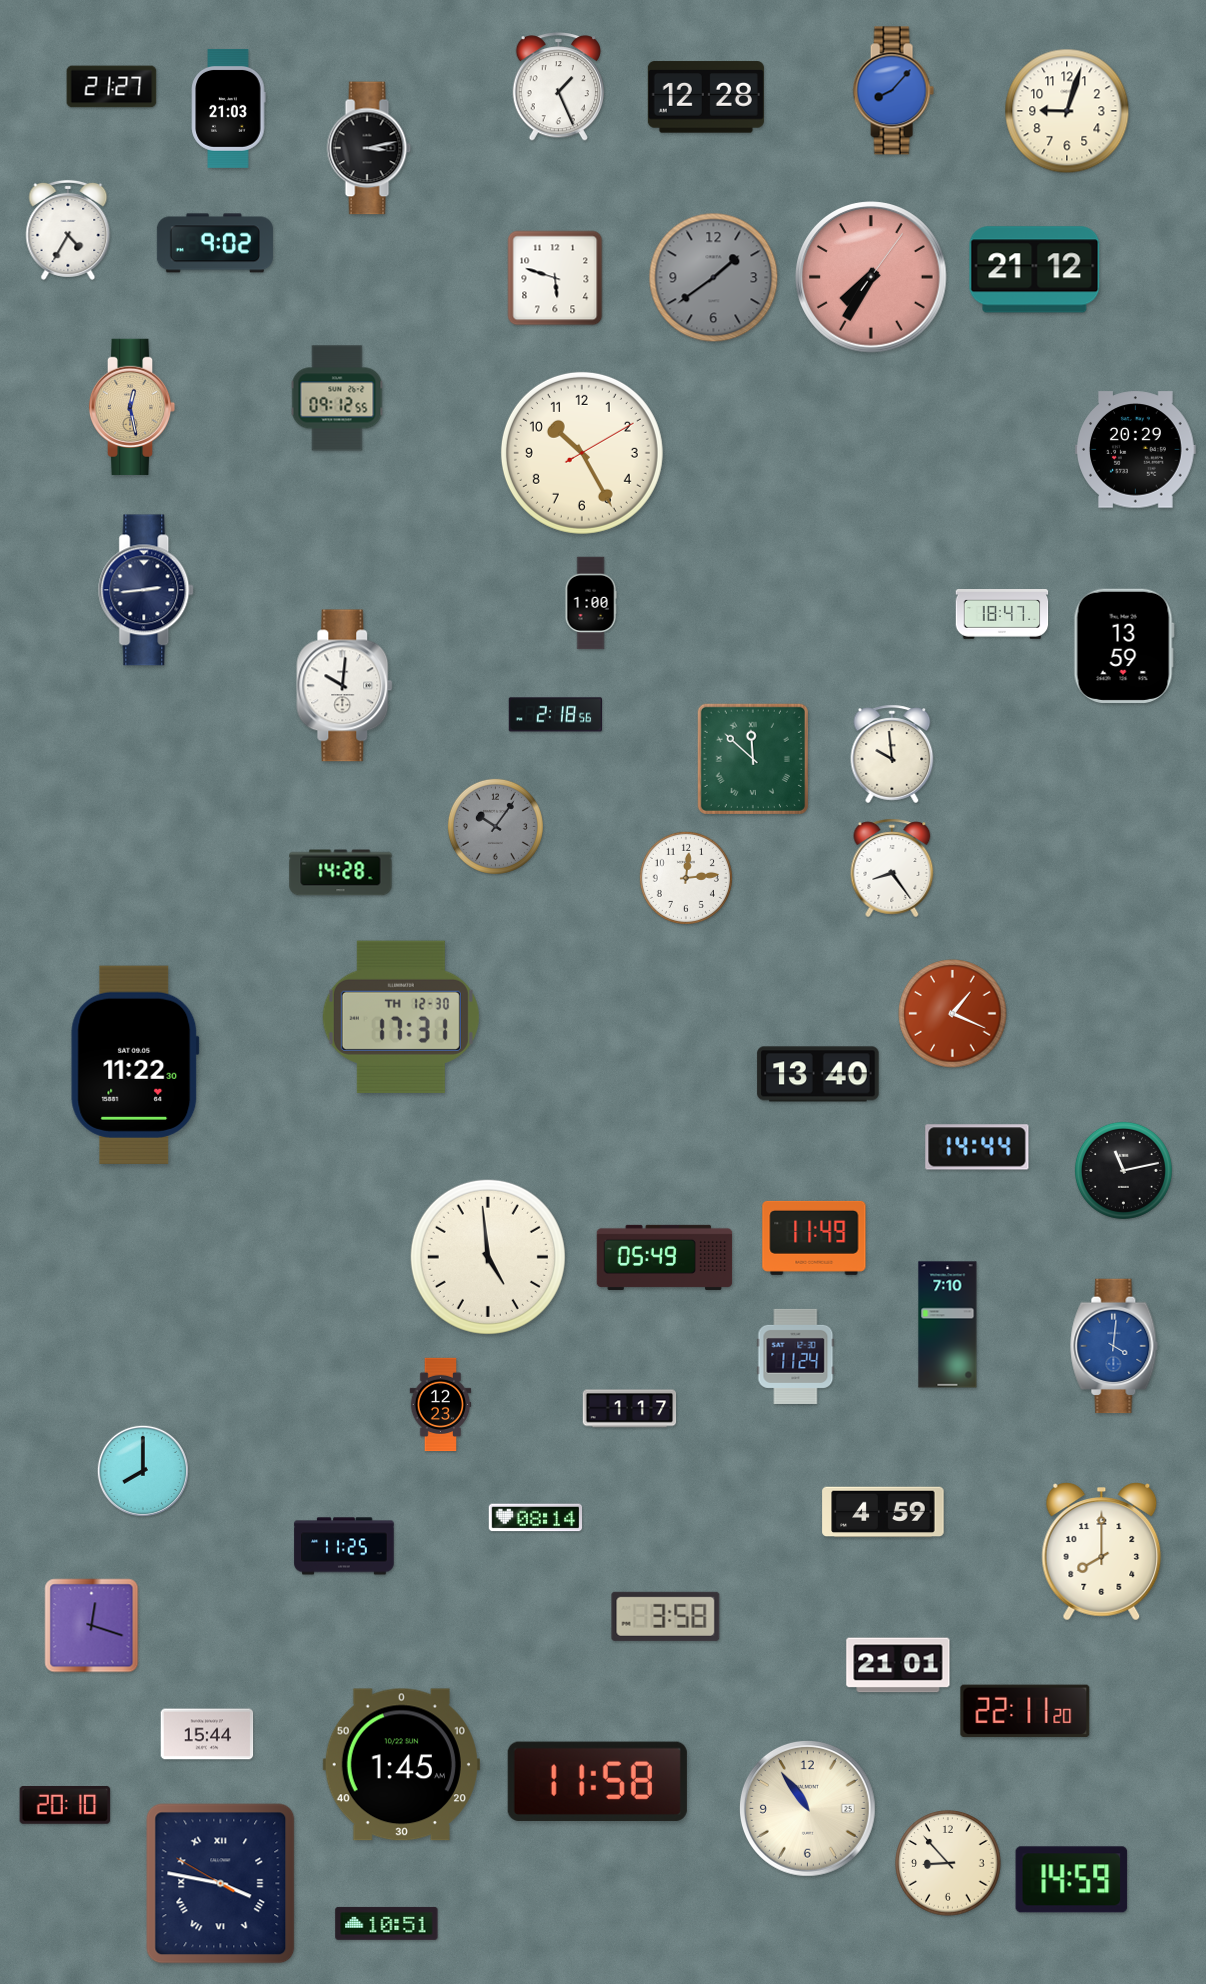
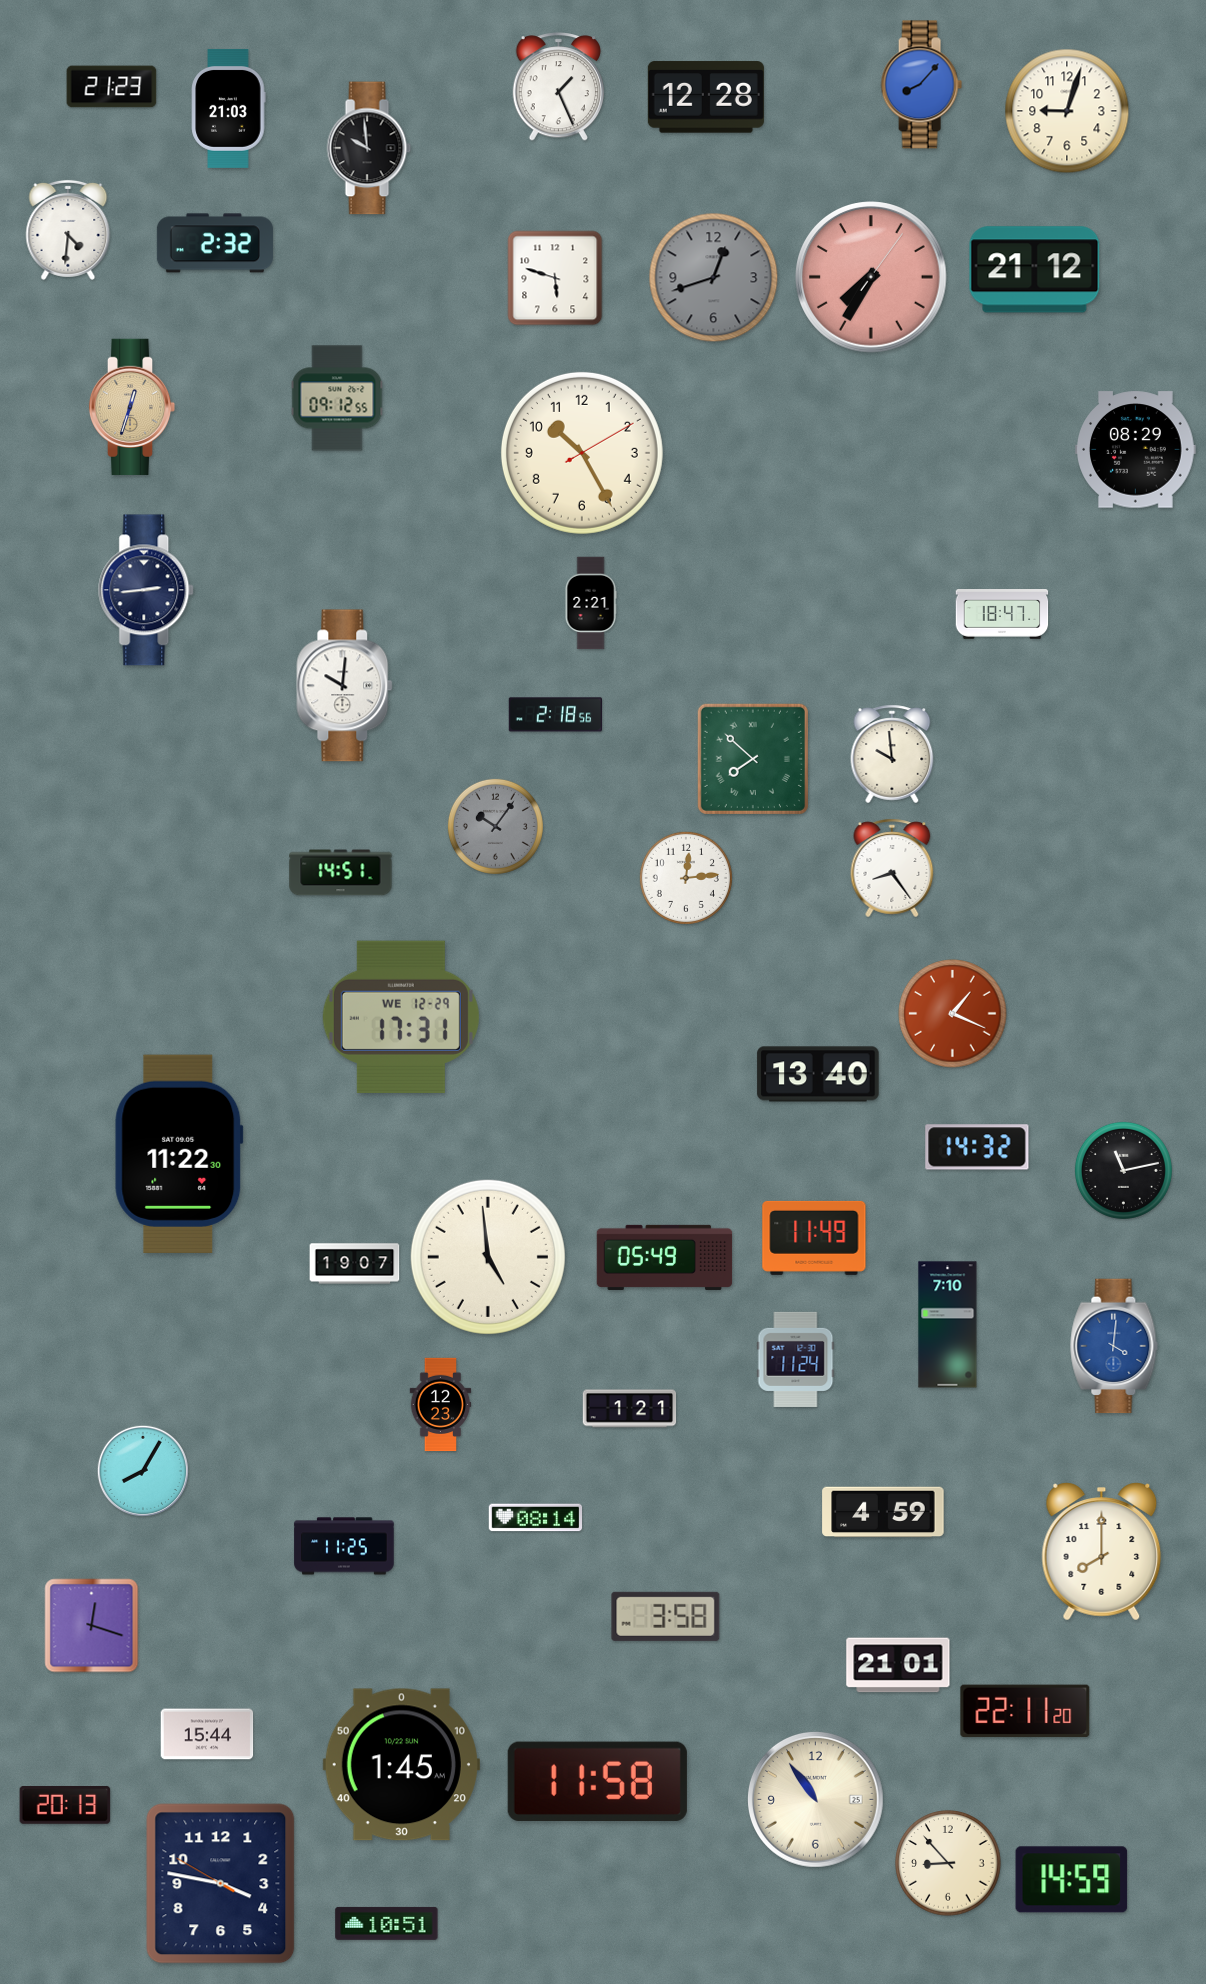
clock at (112, 87): 21:27 -> 21:23
clock at (893, 91) position: (893, 91) -> (921, 85)
clock at (369, 148): 3:13 -> 9:59
clock at (68, 230): 4:35 -> 4:31
clock at (215, 243): 9:02 -> 2:32
clock at (714, 278): 1:39 -> 12:42
clock at (132, 407): 12:28 -> 12:33
clock at (1136, 450): 20:29 -> 08:29
clock at (591, 603): 1:00 -> 2:21
clock at (1124, 646): 13:59 -> none
clock at (753, 759): 11:52 -> 7:52
clock at (341, 873): 14:28 -> 14:51
clock at (401, 1017) date: TH 12-30 -> WE 12-29
clock at (135, 1065) position: (135, 1065) -> (179, 1154)
clock at (977, 1147): 14:44 -> 14:32
clock at (355, 1264): none -> 19:07
clock at (796, 1356) position: (796, 1356) -> (796, 1359)
clock at (630, 1409): 1:17 -> 1:21
clock at (143, 1471): 8:00 -> 8:05
clock at (65, 1806): 20:10 -> 20:13
clock at (807, 1808) position: (807, 1808) -> (815, 1799)
clock at (221, 1884) numerals: Roman -> Arabic
